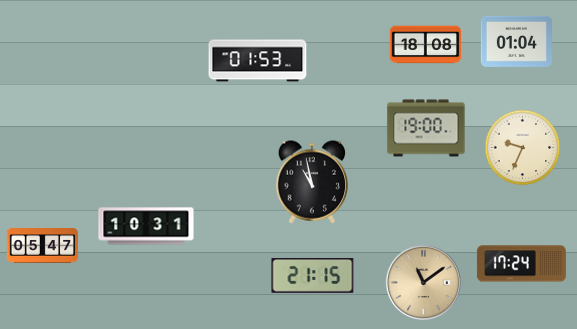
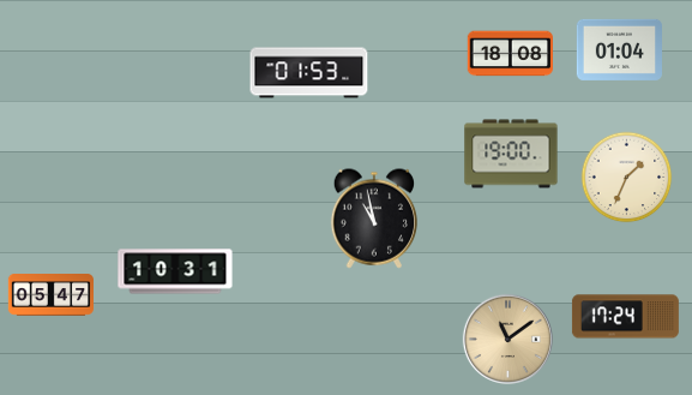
clock at (523, 148): 9:34 -> 1:34
clock at (313, 276): 21:15 -> none
